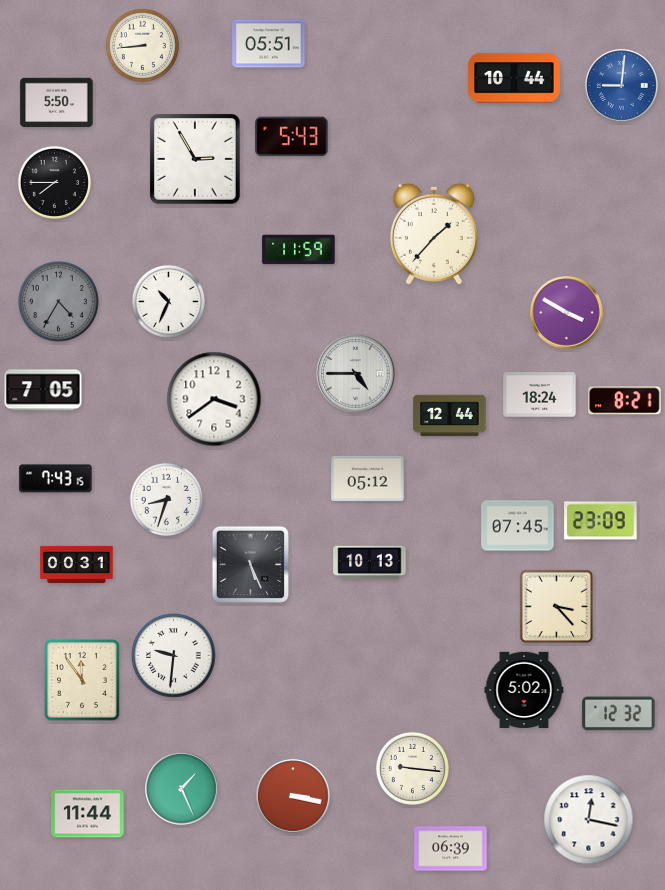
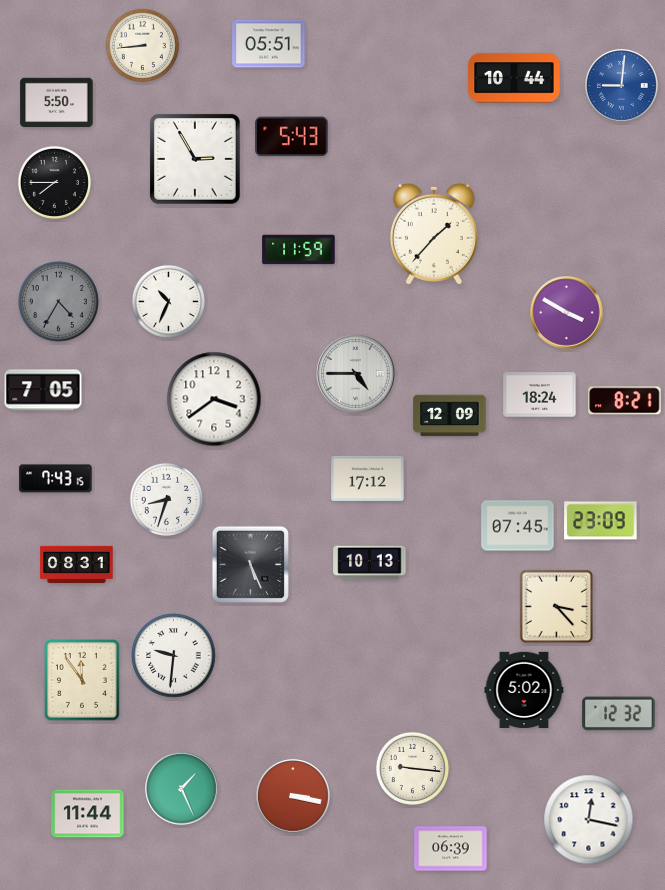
clock at (450, 416): 12:44 -> 12:09
clock at (368, 478): 05:12 -> 17:12
clock at (77, 565): 00:31 -> 08:31
